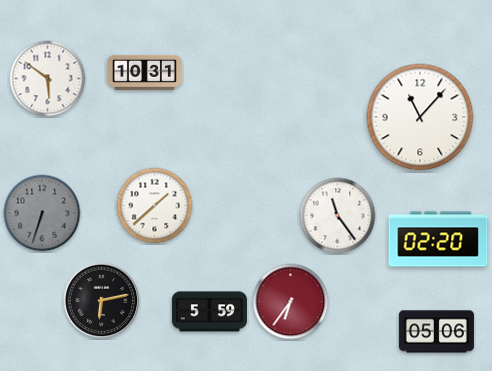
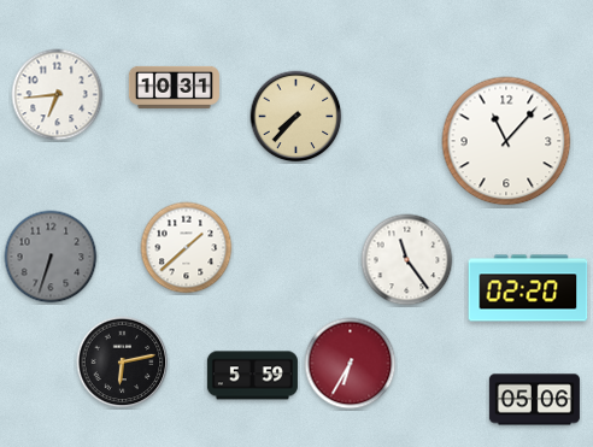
clock at (48, 79): 5:51 -> 6:44
clock at (296, 117): none -> 7:37
clock at (291, 302): 6:36 -> 6:35
clock at (436, 332) position: (436, 332) -> (534, 400)
